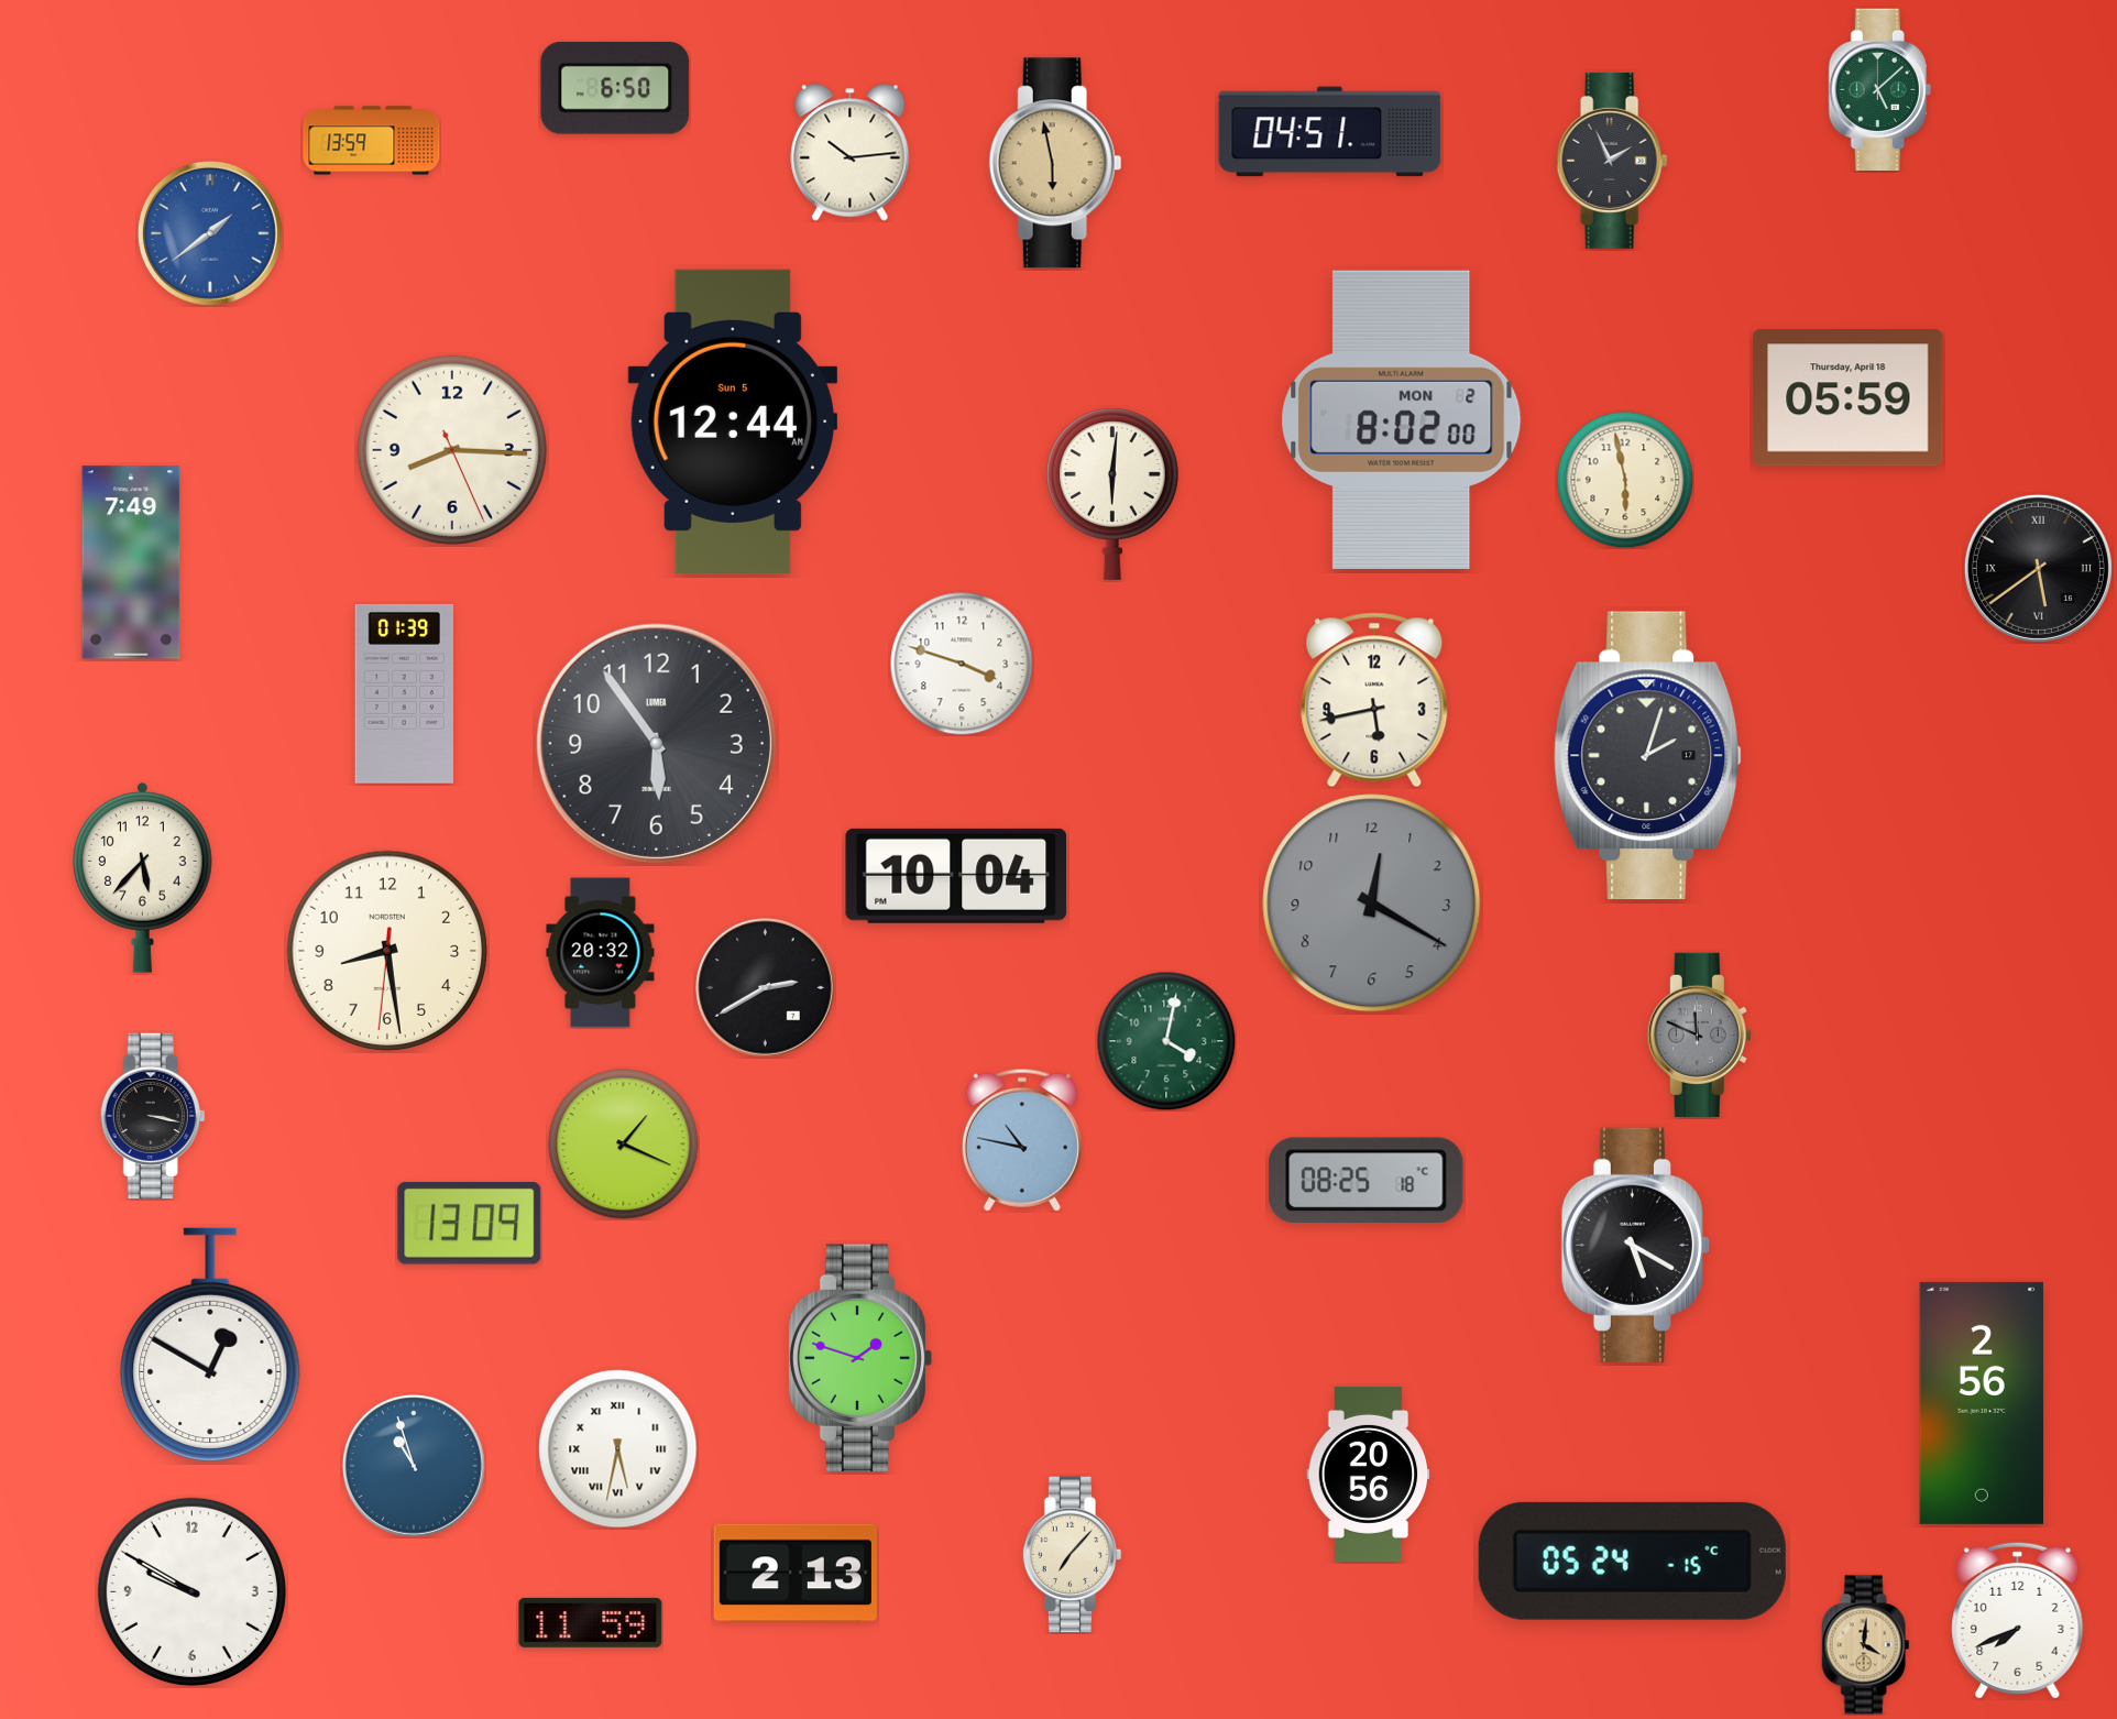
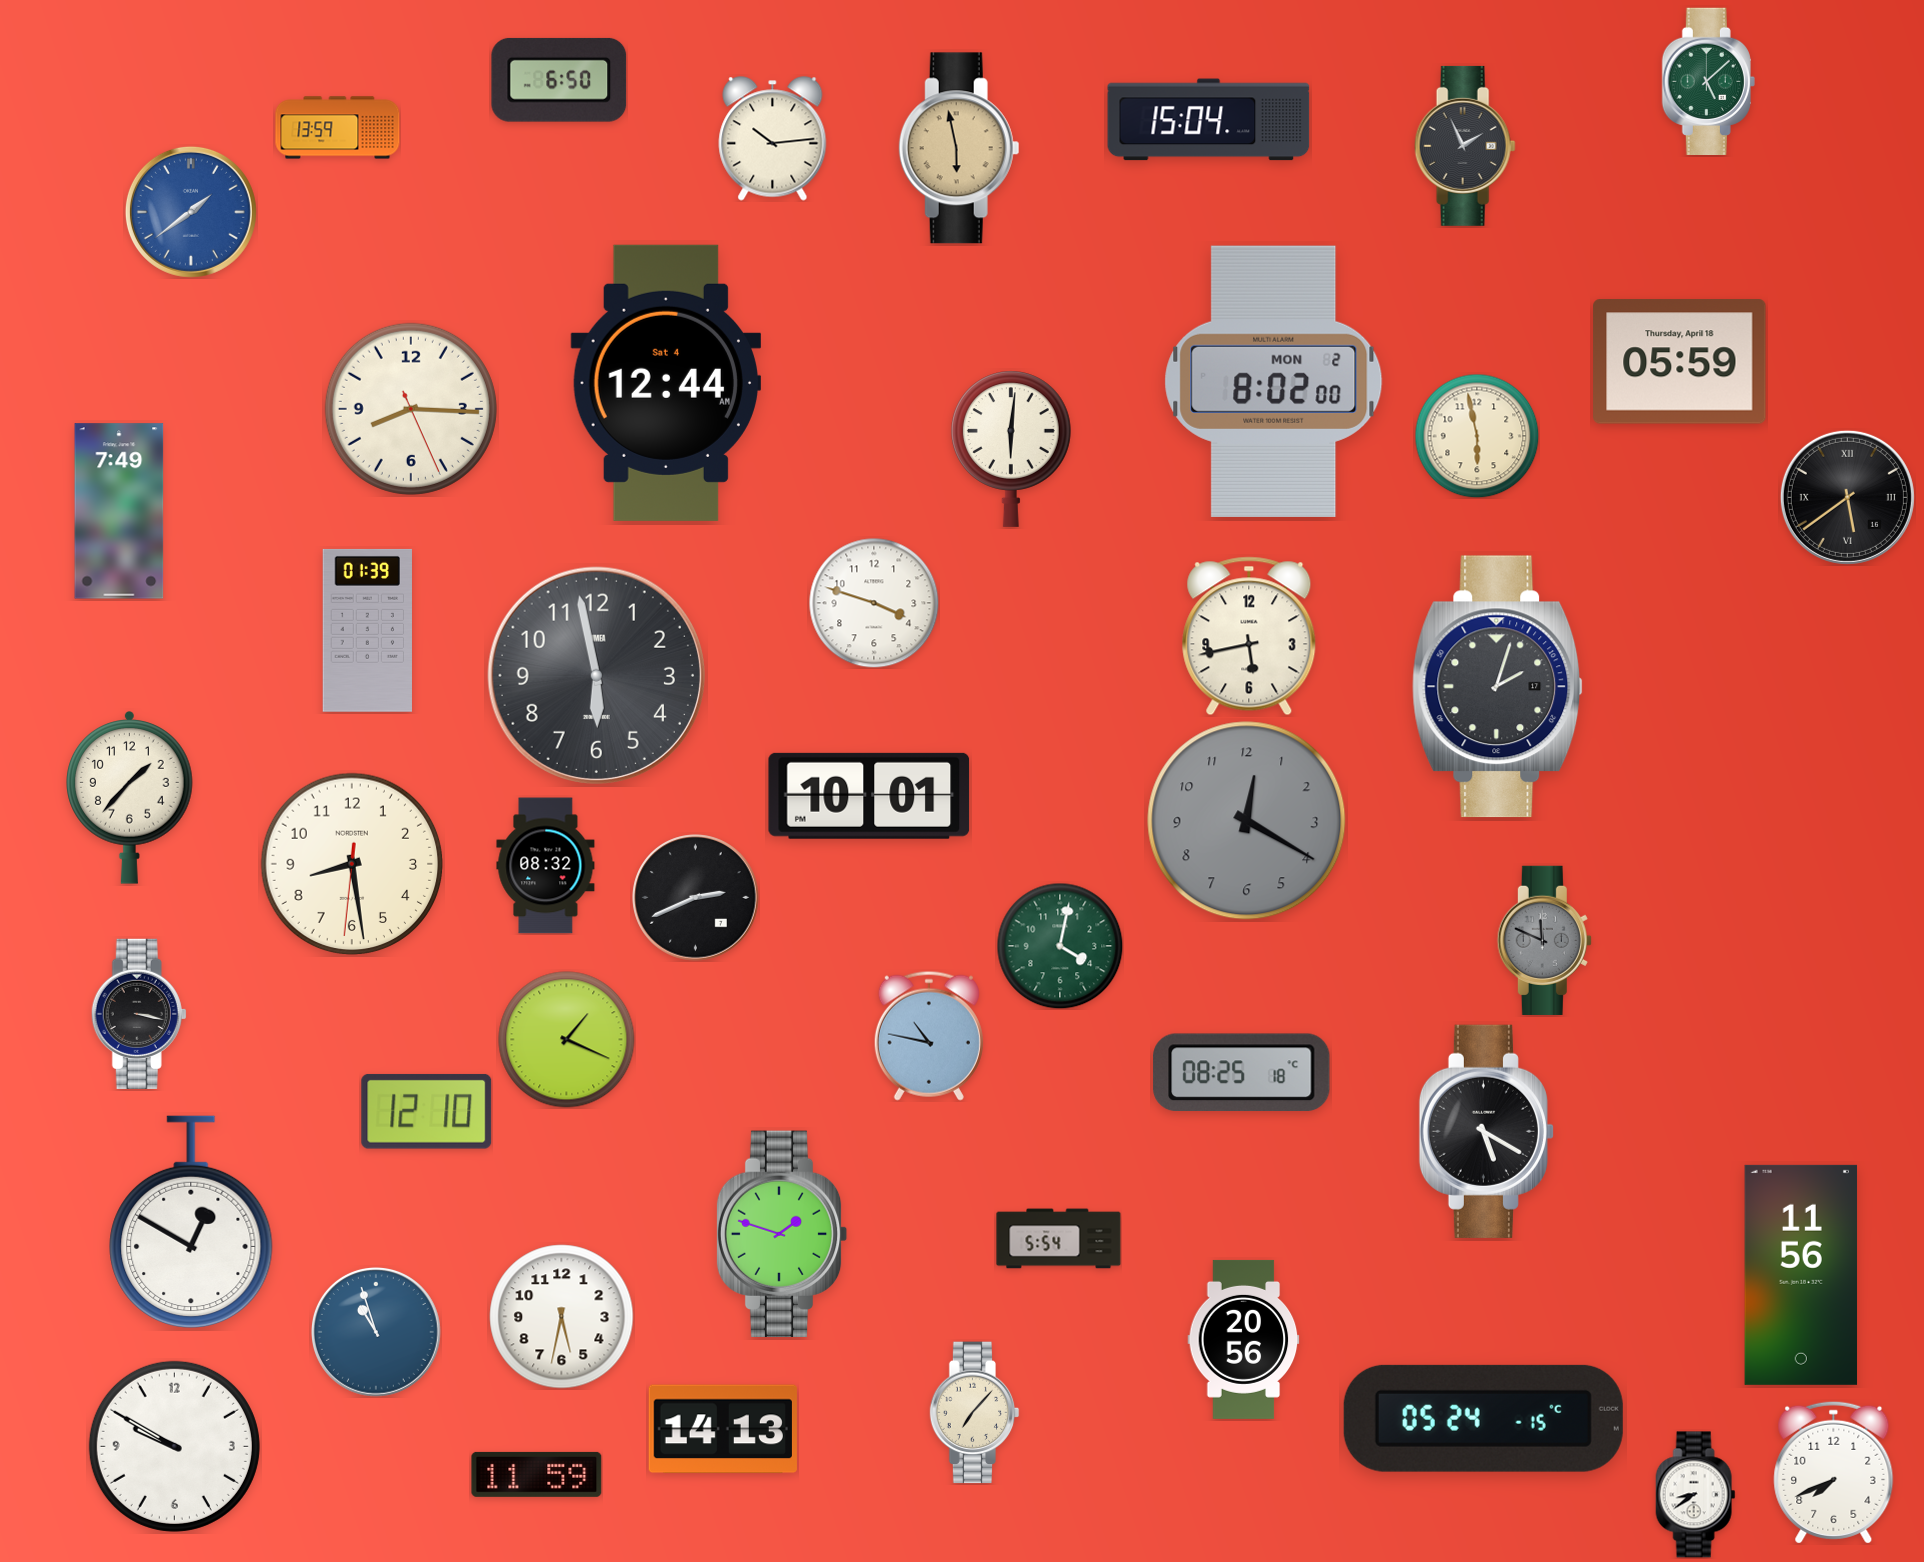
clock at (1330, 132): 04:51 -> 15:04
clock at (732, 421) date: Sun 5 -> Sat 4
clock at (2038, 568) position: (2038, 568) -> (1847, 497)
clock at (656, 743): 5:54 -> 5:58
clock at (956, 876): 10:04 -> 10:01
clock at (143, 878): 5:37 -> 1:37
clock at (601, 953): 20:32 -> 08:32
clock at (766, 988): 2:40 -> 2:41
clock at (470, 1223): 13:09 -> 12:10
clock at (1059, 1239): none -> 5:54
clock at (1982, 1403): 2:56 -> 11:56
clock at (618, 1449) numerals: Roman -> Arabic
clock at (796, 1573): 2:13 -> 14:13
clock at (1866, 1645): 4:01 -> 8:39
clock at (1866, 1645) dial: champagne -> white
